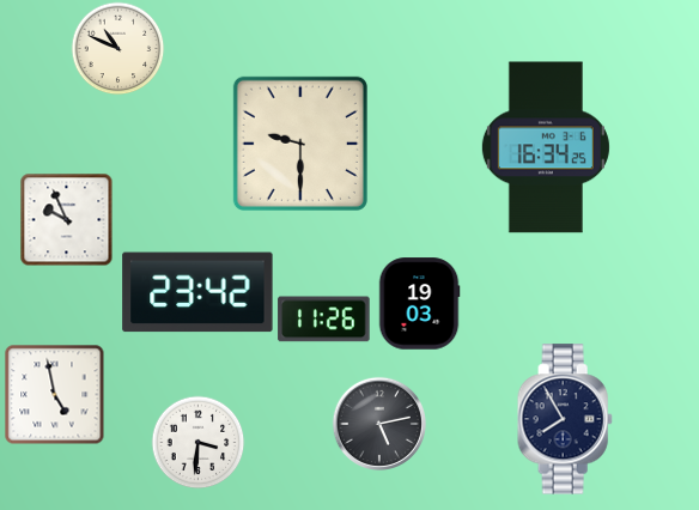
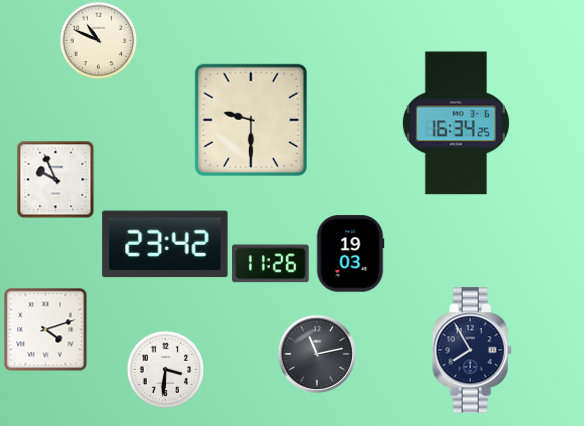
clock at (66, 219) position: (66, 219) -> (55, 179)
clock at (324, 320) position: (324, 320) -> (271, 264)
clock at (54, 394): 4:58 -> 4:12
clock at (378, 423): 5:13 -> 11:13
